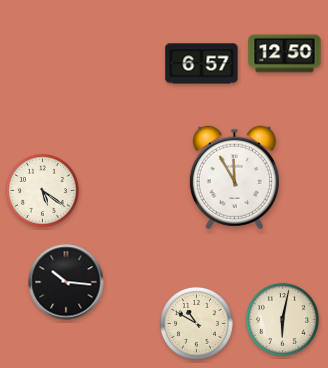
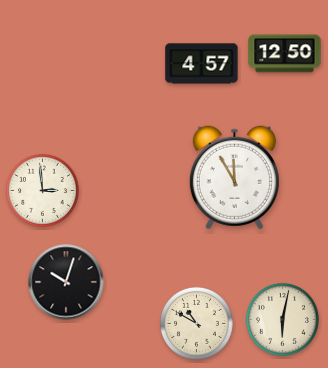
clock at (202, 64): 6:57 -> 4:57
clock at (42, 190): 5:21 -> 2:59
clock at (66, 282): 10:16 -> 10:03
